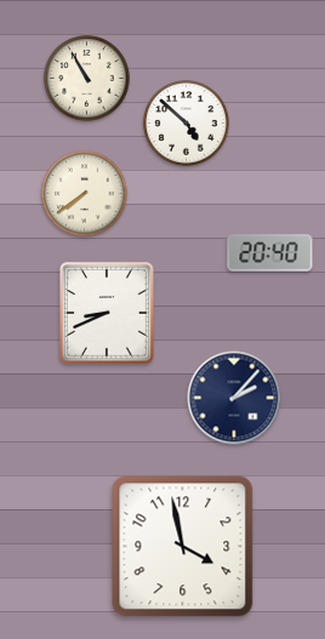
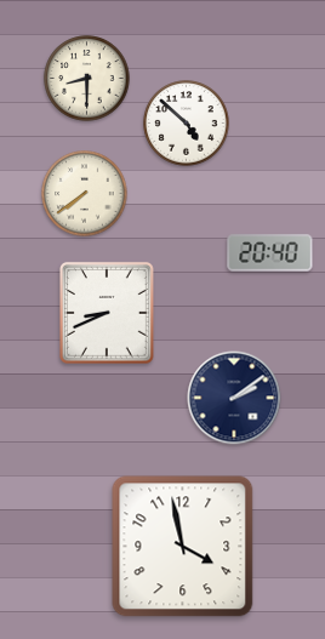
clock at (87, 79): 10:55 -> 8:30
clock at (234, 398): 2:07 -> 2:09
